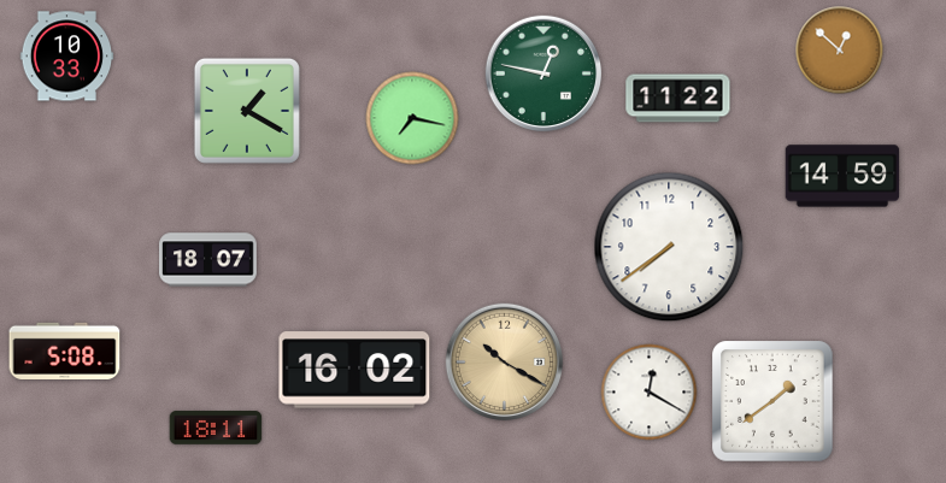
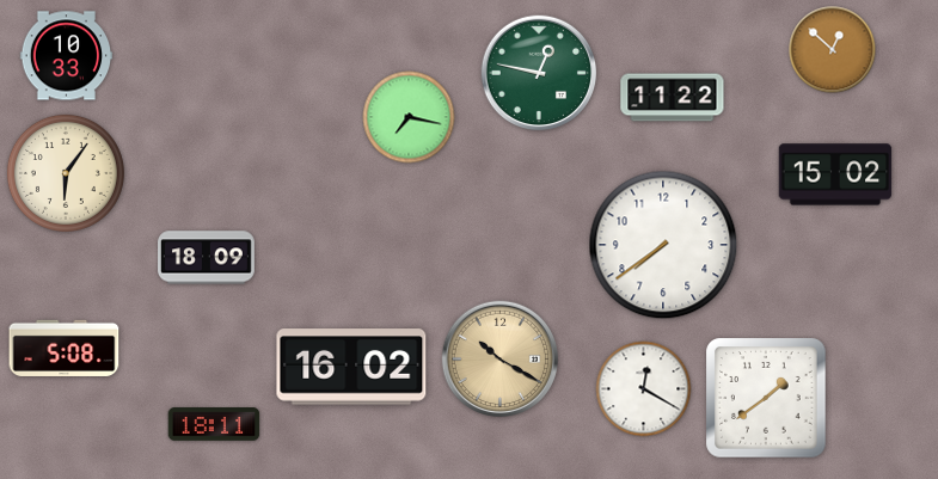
clock at (247, 111): 1:20 -> none
clock at (66, 173): none -> 6:06
clock at (842, 176): 14:59 -> 15:02
clock at (208, 260): 18:07 -> 18:09
